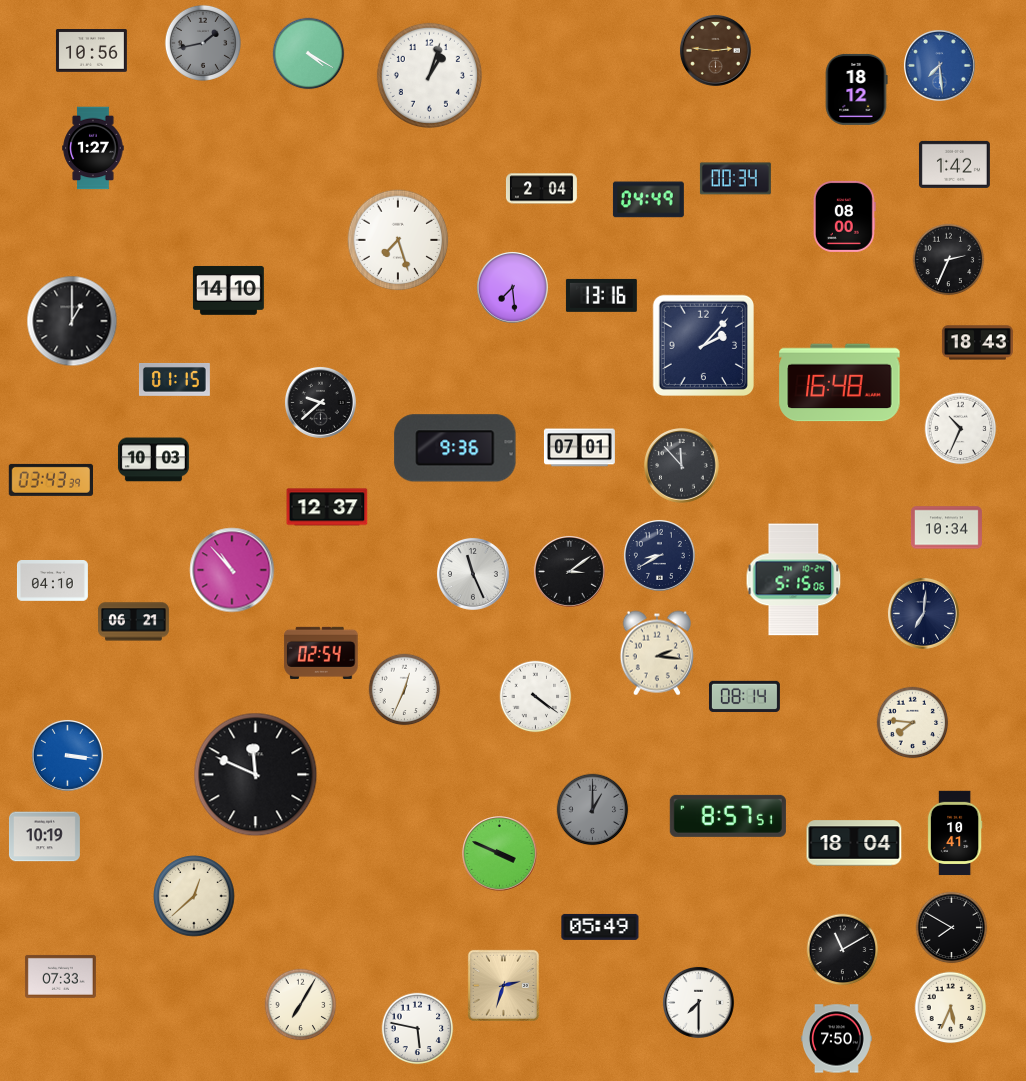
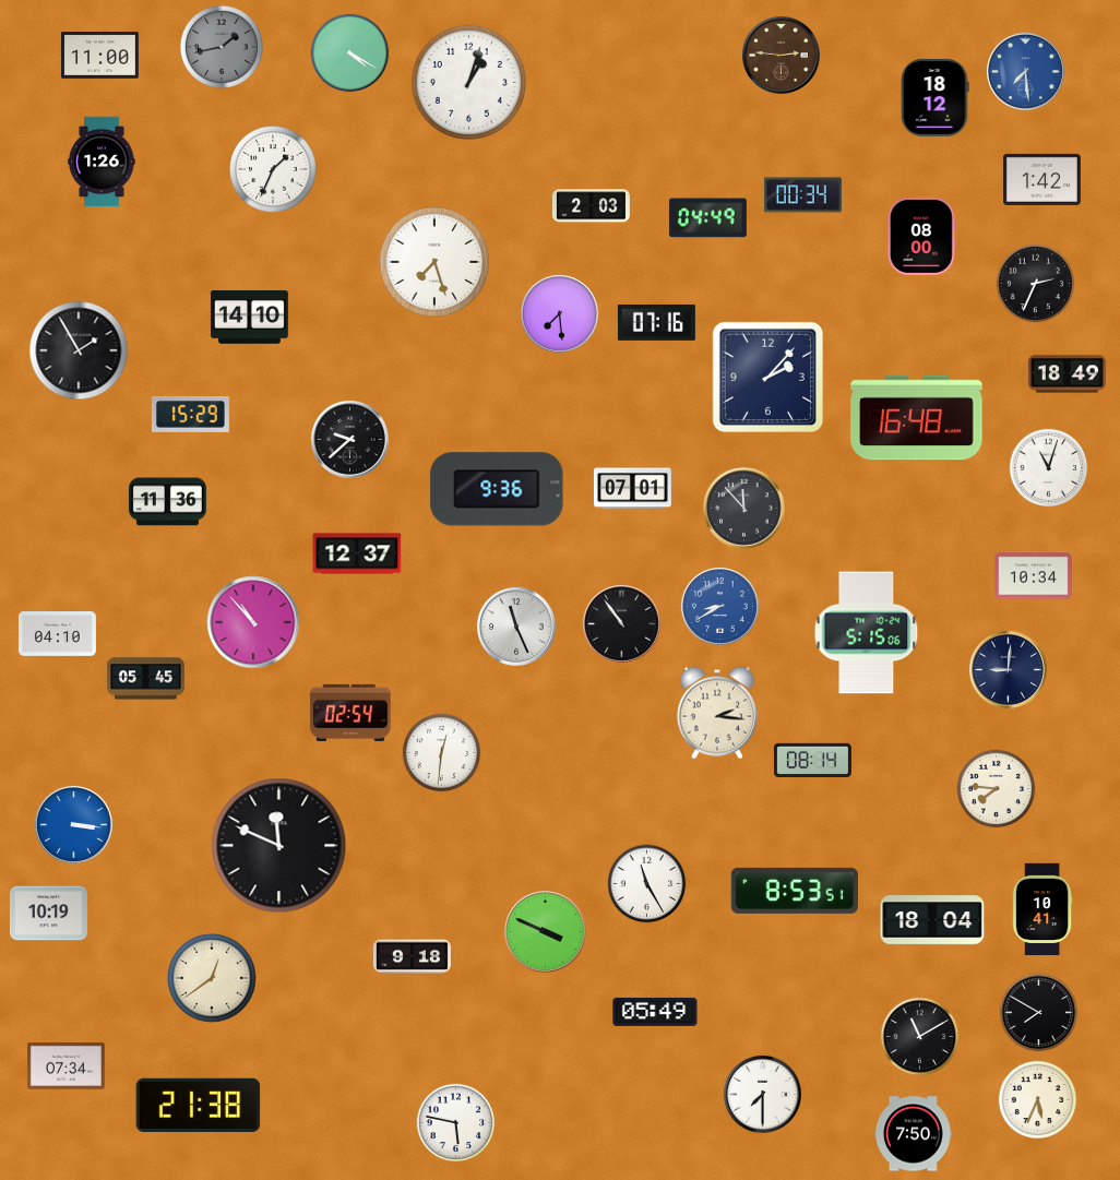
clock at (91, 51): 10:56 -> 11:00
clock at (309, 54) position: (309, 54) -> (350, 53)
clock at (93, 148): 1:27 -> 1:26
clock at (273, 169): none -> 1:34
clock at (541, 189): 2:04 -> 2:03
clock at (601, 295): 13:16 -> 07:16
clock at (72, 321): 1:00 -> 1:55
clock at (977, 343): 18:43 -> 18:49
clock at (174, 380): 01:15 -> 15:29
clock at (961, 429): 10:34 -> 11:03
clock at (153, 460): 10:03 -> 11:36
clock at (50, 480): 03:43 -> none
clock at (659, 555) dial: navy -> blue
clock at (569, 571): 3:09 -> 10:54
clock at (923, 613): 7:01 -> 9:01
clock at (133, 622): 06:21 -> 05:45
clock at (405, 690): 12:34 -> 12:31
clock at (536, 697): 4:21 -> none
clock at (593, 810): 1:00 -> 11:25
clock at (593, 810) dial: grey -> white
clock at (728, 816): 8:57 -> 8:53
clock at (412, 957): none -> 9:18
clock at (194, 896): 12:38 -> 12:39
clock at (60, 976): 07:33 -> 07:34
clock at (503, 985): 2:33 -> none
clock at (301, 1005): 7:05 -> none
clock at (199, 1105): none -> 21:38
